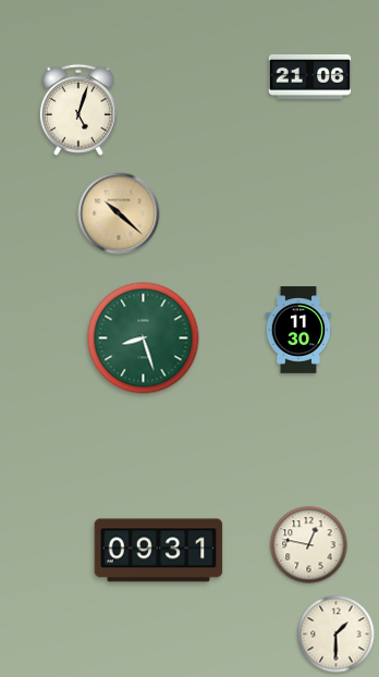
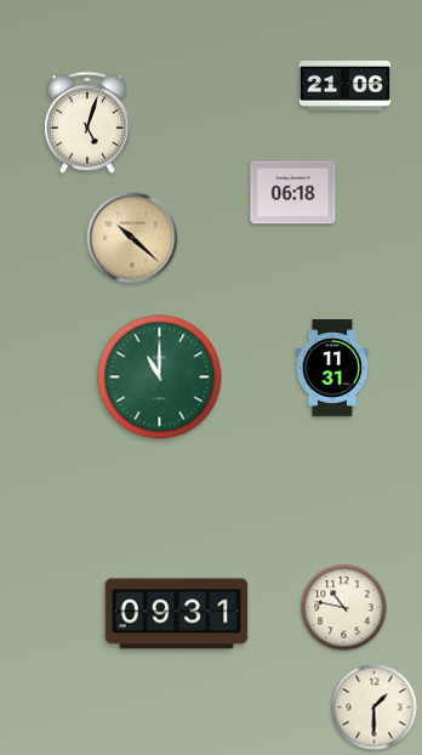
clock at (293, 193): none -> 06:18
clock at (298, 330): 11:30 -> 11:31
clock at (144, 338): 8:27 -> 11:00
clock at (309, 545): 12:47 -> 10:47
